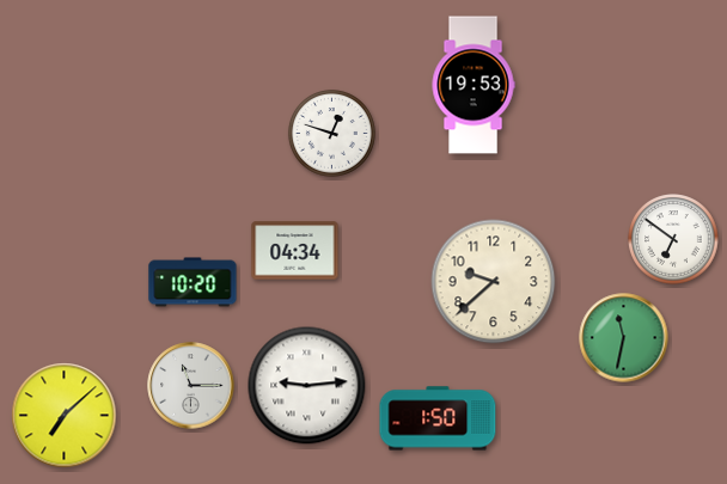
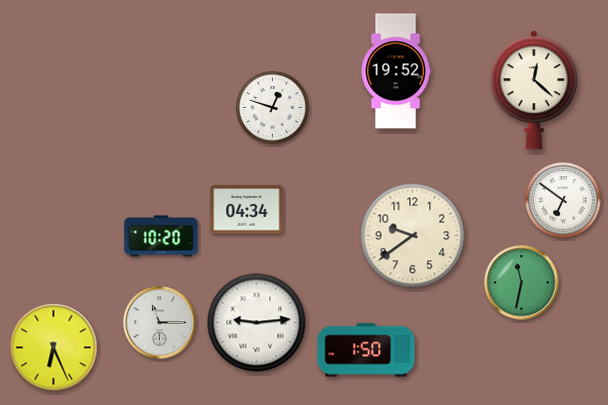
clock at (474, 85): 19:53 -> 19:52
clock at (534, 90): none -> 12:22
clock at (331, 133) position: (331, 133) -> (272, 107)
clock at (494, 282): 9:38 -> 9:39
clock at (65, 416): 7:08 -> 6:26
